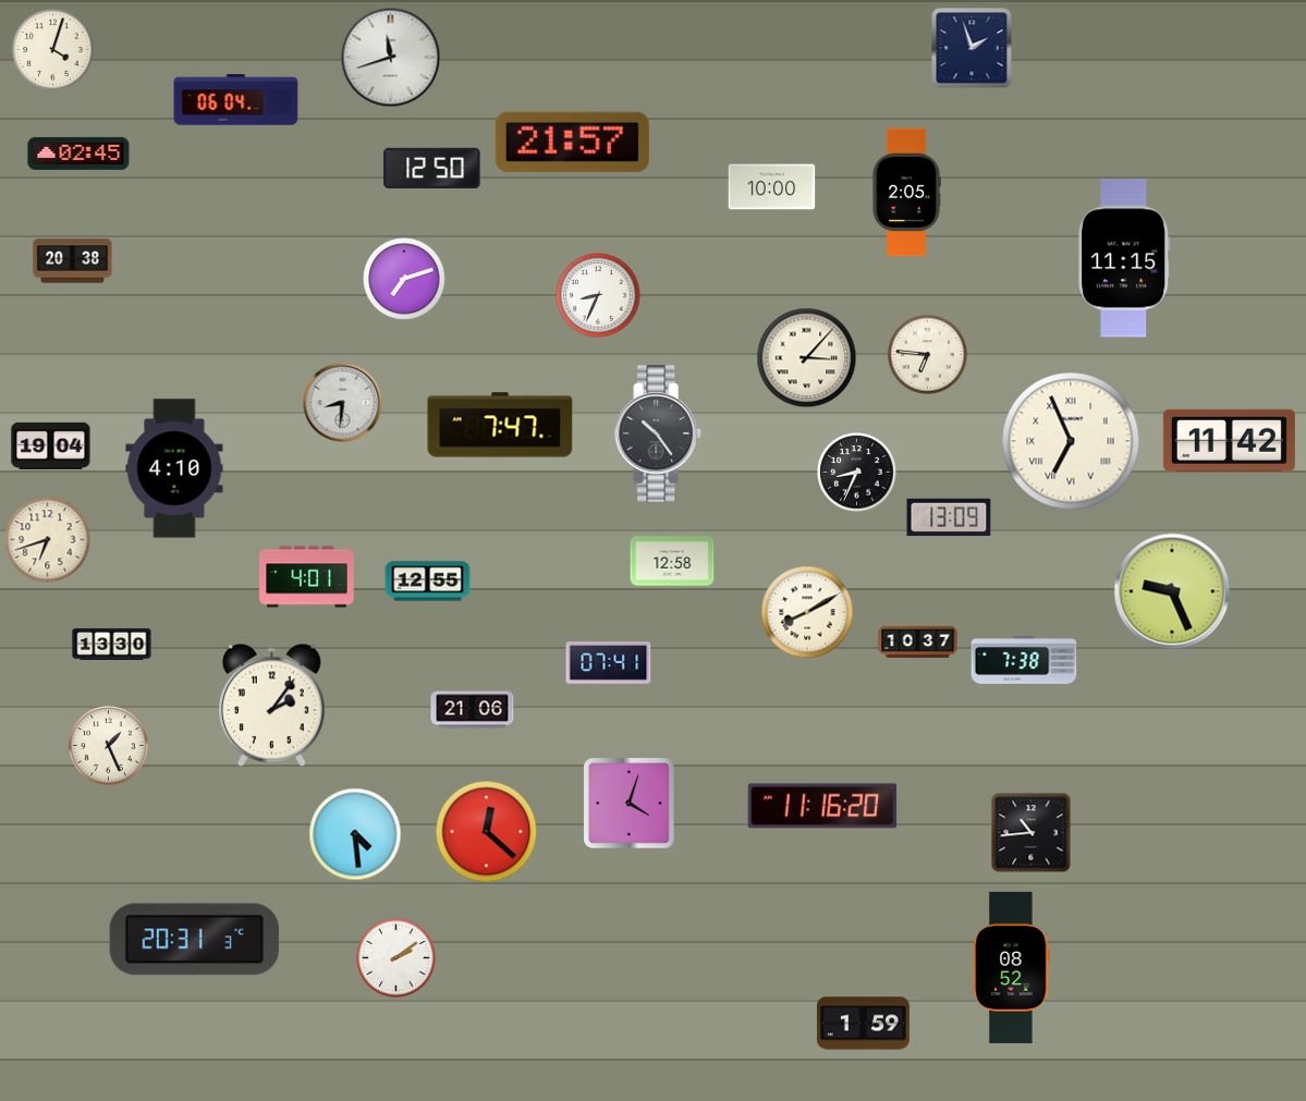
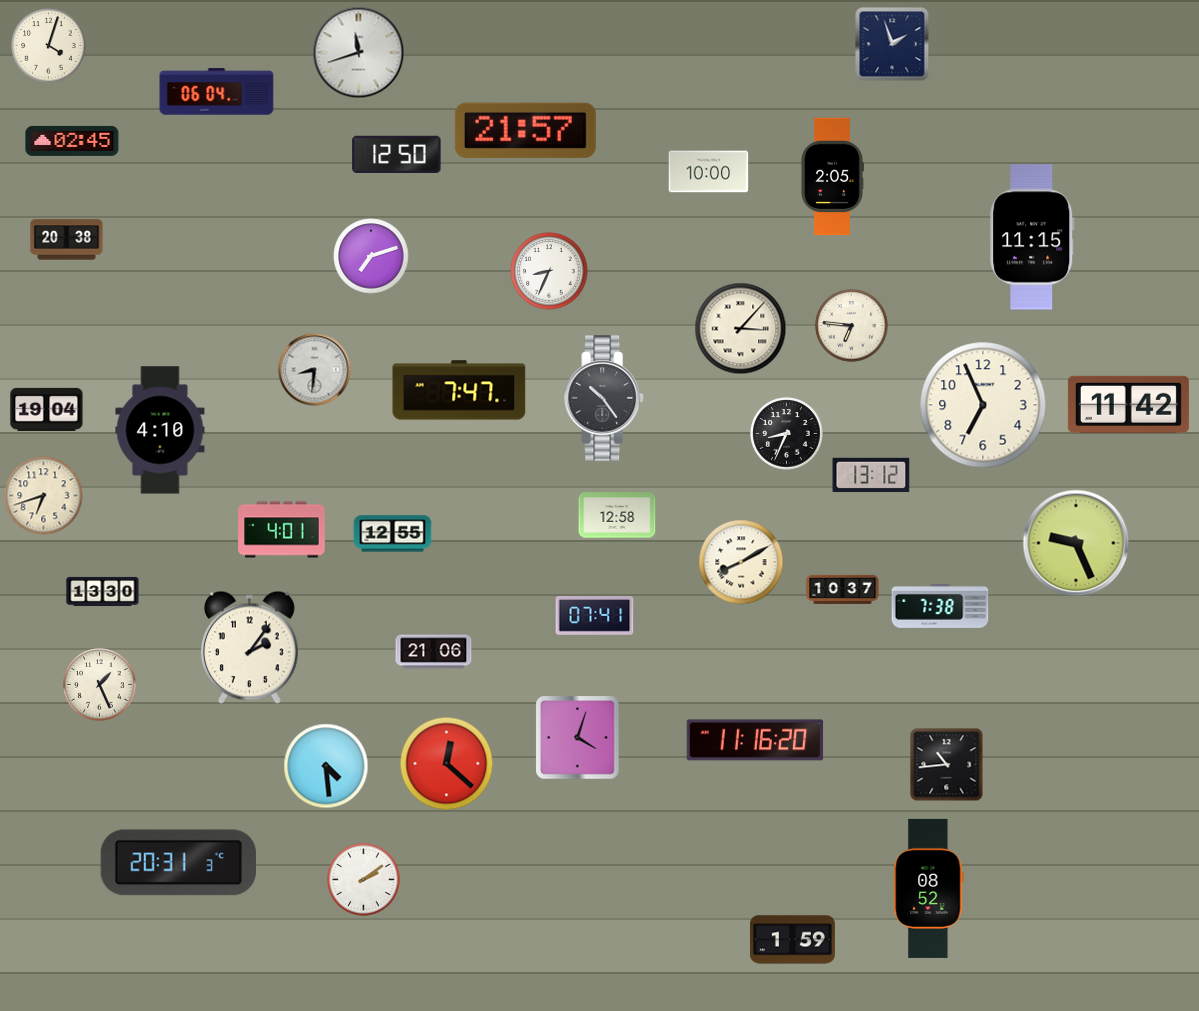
clock at (1071, 441) numerals: Roman -> Arabic
clock at (949, 517): 13:09 -> 13:12
clock at (609, 663) position: (609, 663) -> (595, 616)
